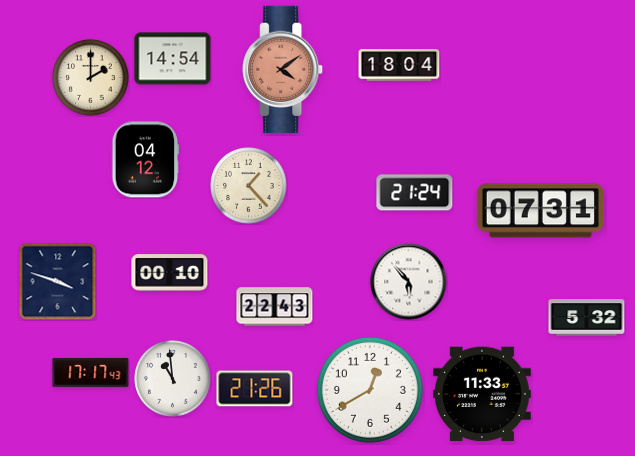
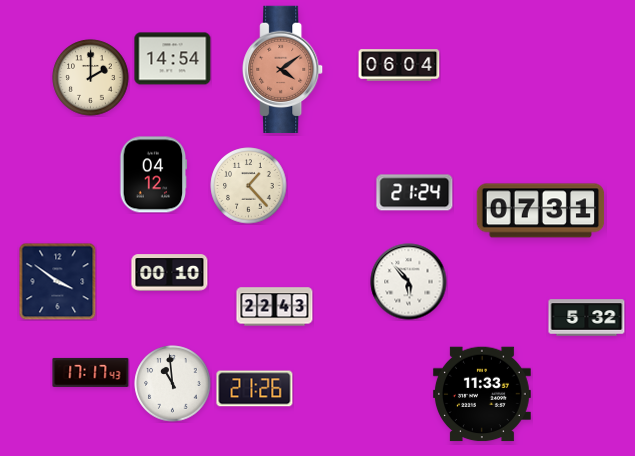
clock at (399, 65): 18:04 -> 06:04
clock at (146, 160) position: (146, 160) -> (154, 175)
clock at (57, 281): 3:48 -> 3:51
clock at (173, 379) position: (173, 379) -> (173, 384)
clock at (370, 390): 12:40 -> none
